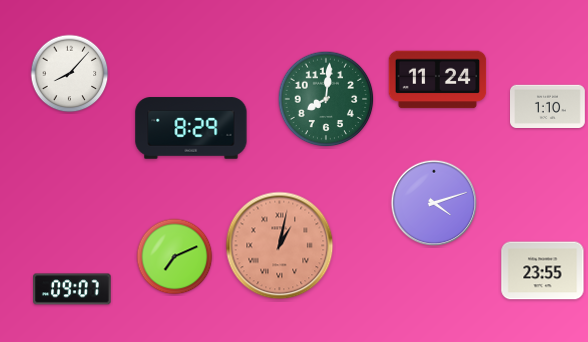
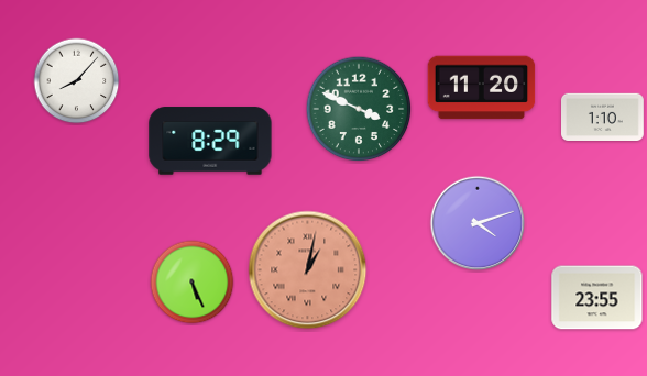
clock at (438, 80): 11:24 -> 11:20
clock at (326, 99): 8:01 -> 3:49
clock at (175, 257): 7:11 -> 5:26
clock at (72, 289): 09:07 -> none
